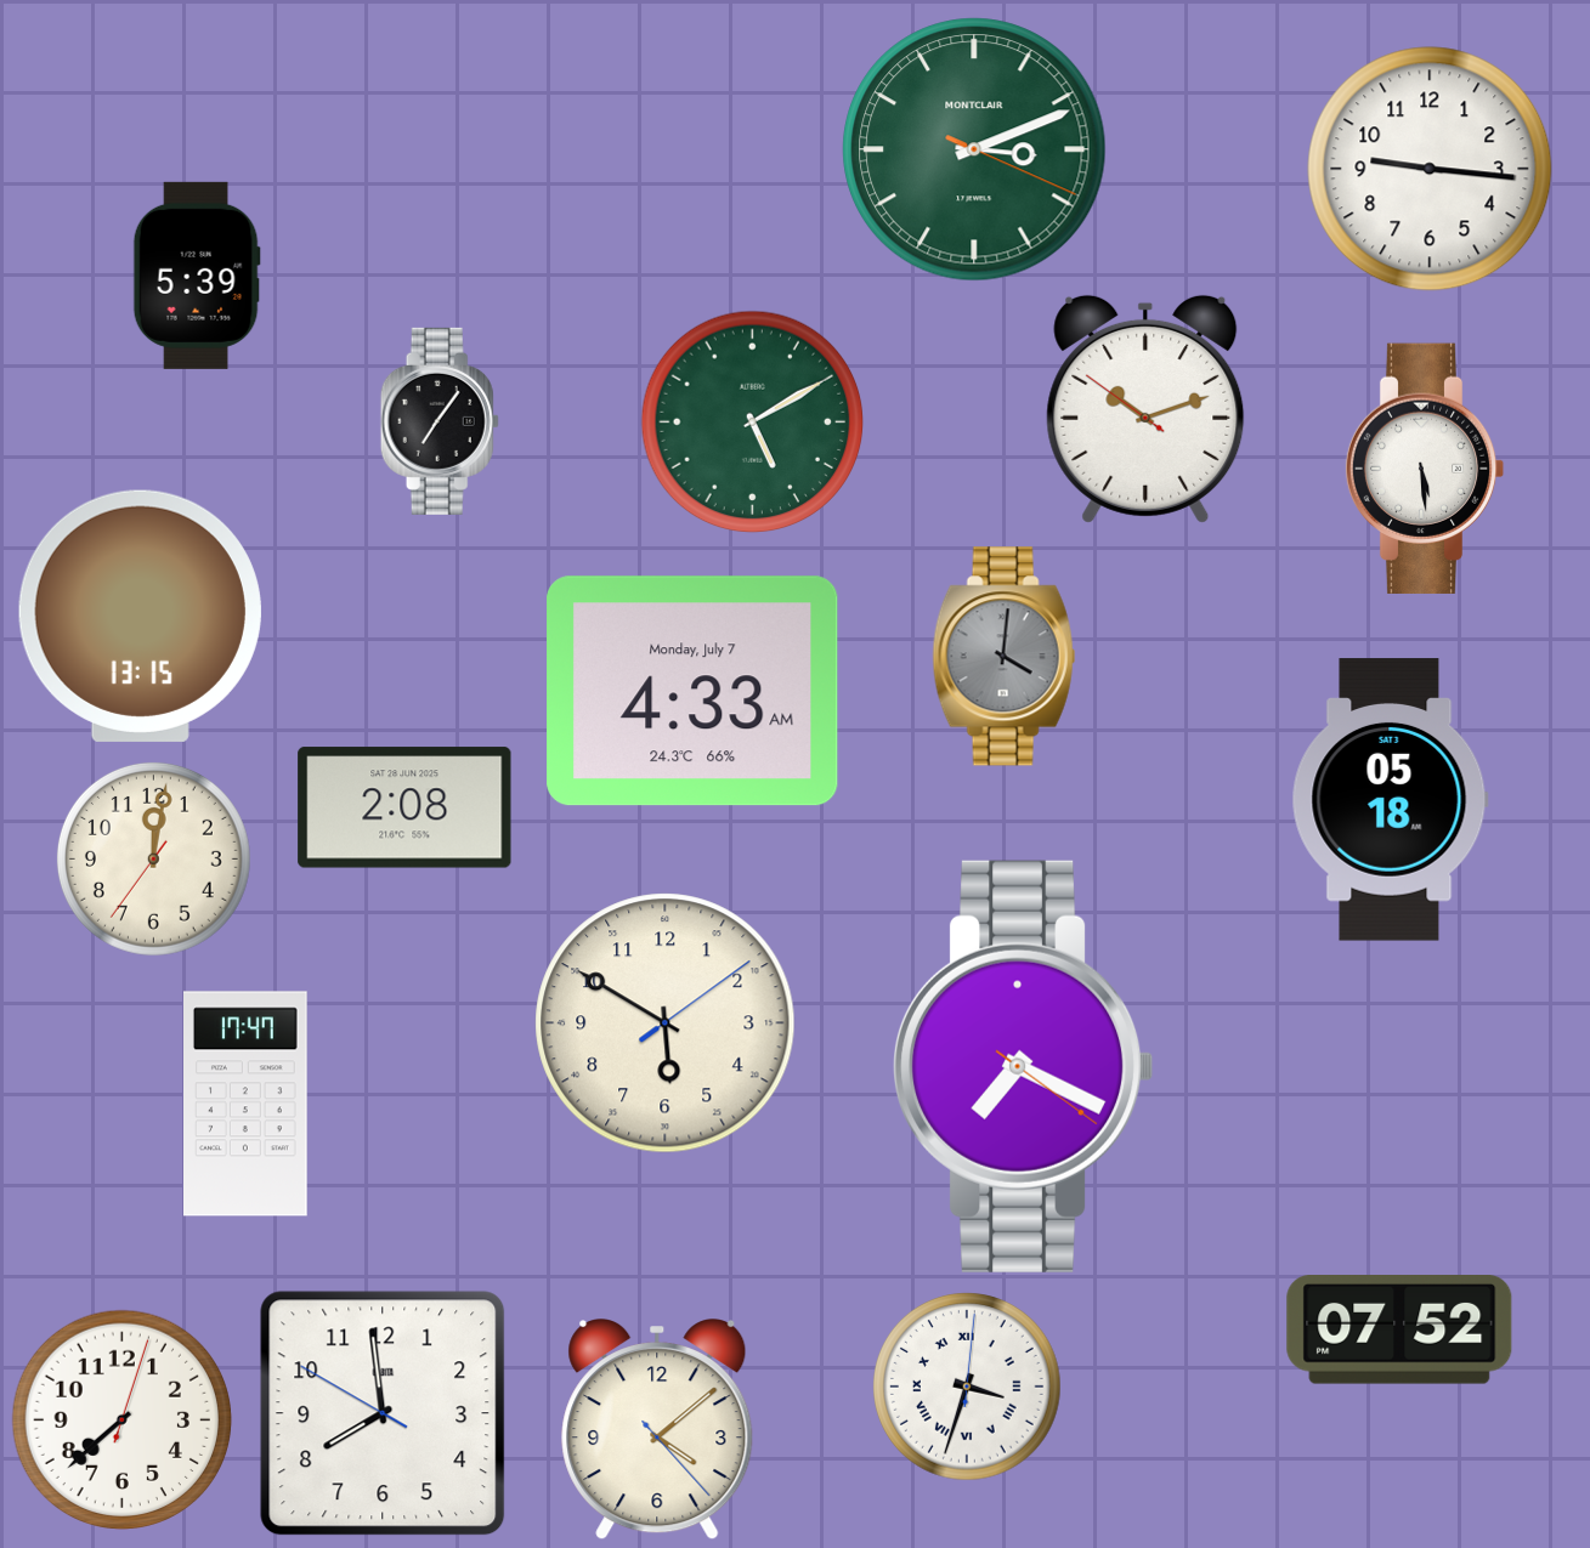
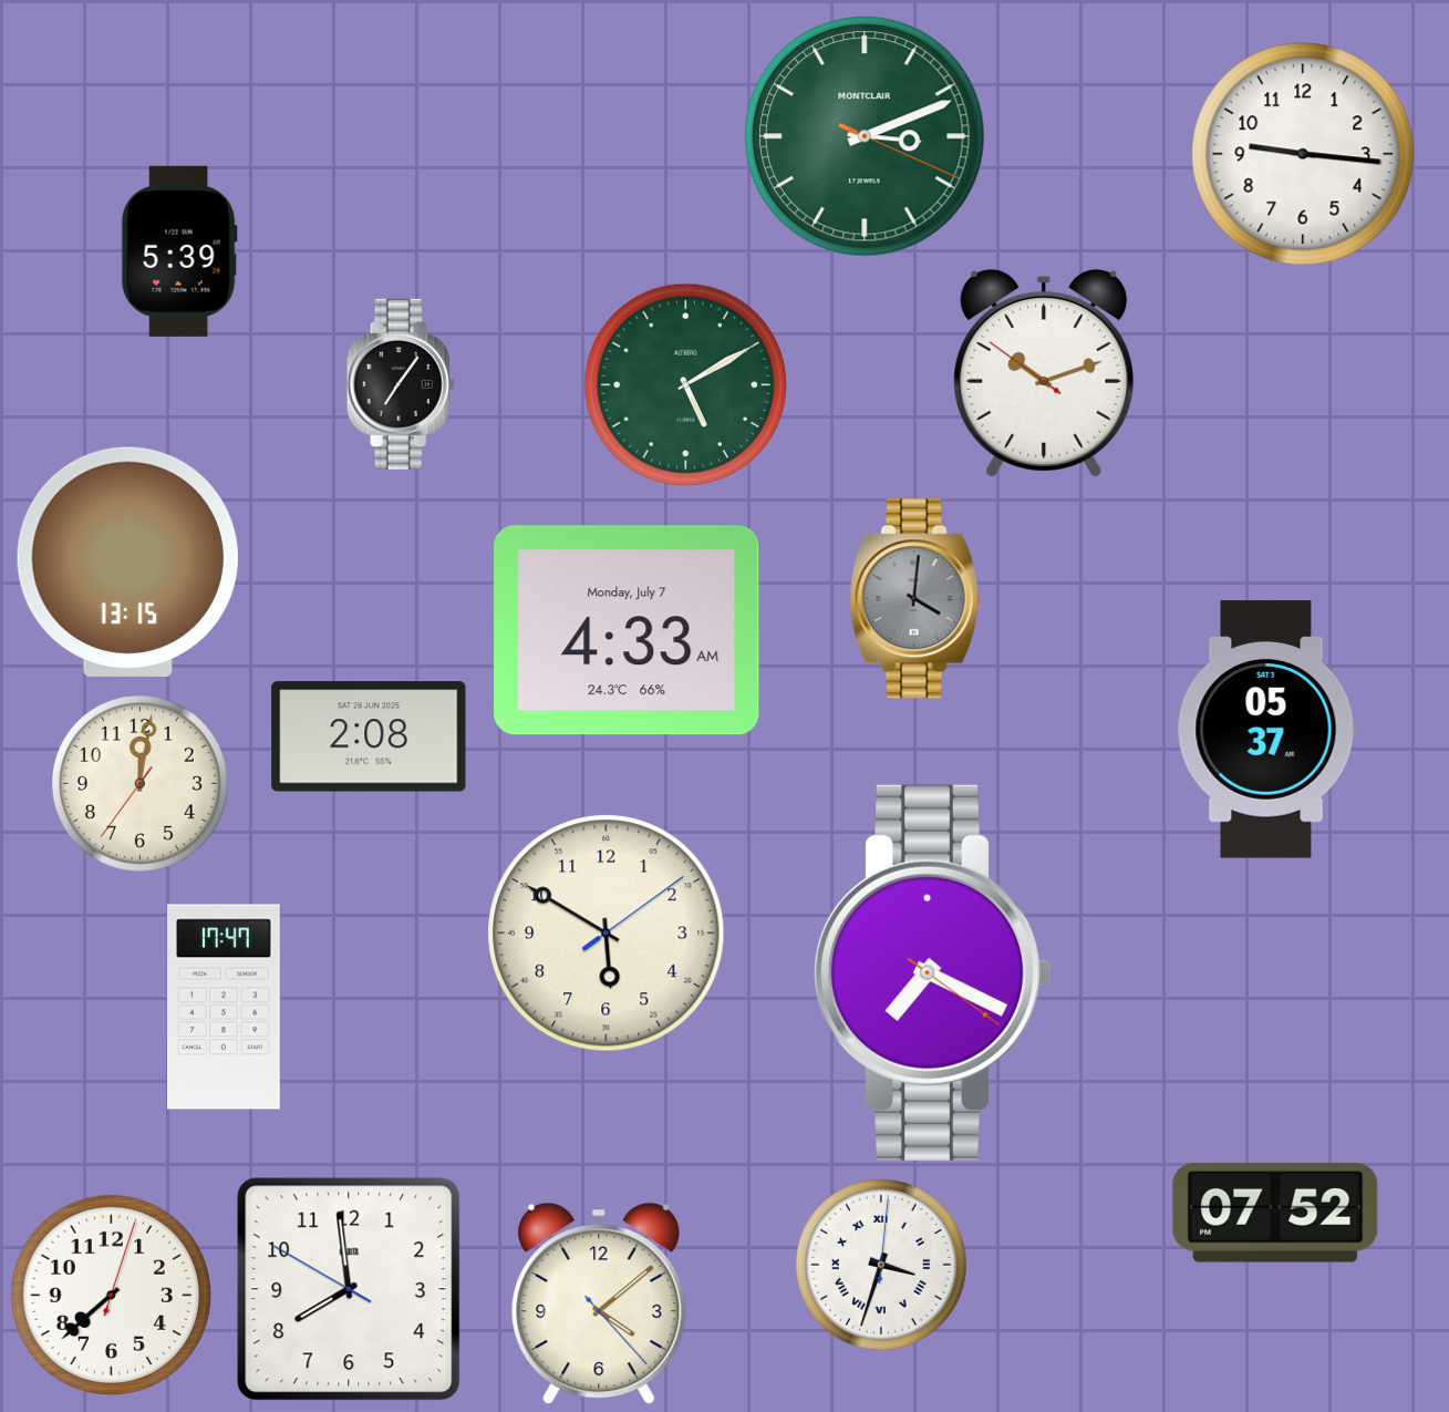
clock at (974, 149) position: (974, 149) -> (865, 136)
clock at (1425, 469): 5:29 -> none
clock at (692, 691) position: (692, 691) -> (627, 630)
clock at (1390, 800): 05:18 -> 05:37
